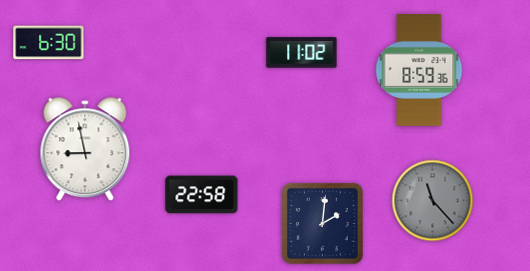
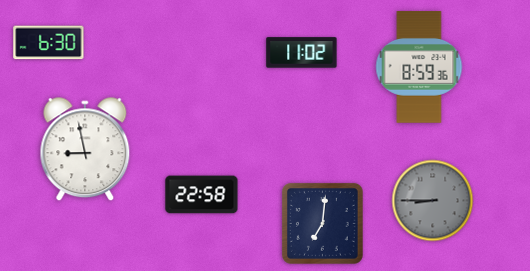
clock at (419, 70) position: (419, 70) -> (419, 67)
clock at (433, 201): 11:23 -> 8:45
clock at (322, 223): 2:01 -> 7:01
